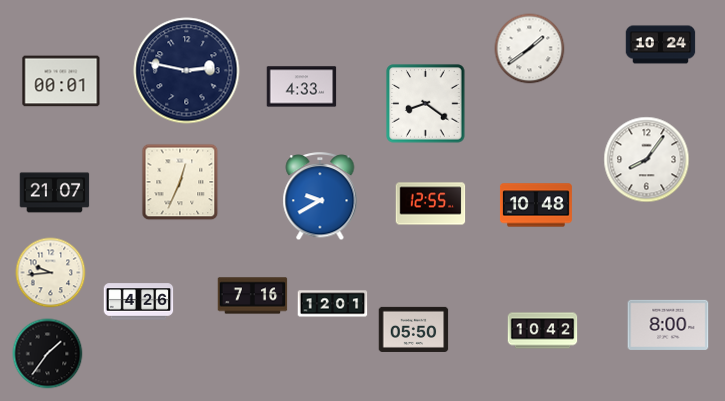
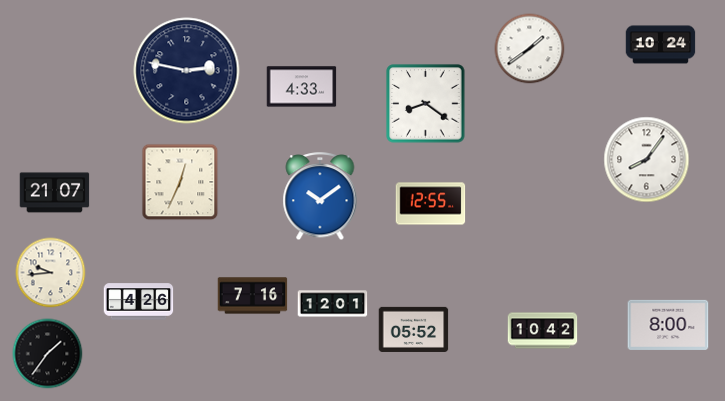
clock at (61, 81): 00:01 -> none
clock at (320, 197): 9:40 -> 10:09
clock at (536, 205): 10:48 -> none
clock at (414, 329): 05:50 -> 05:52
